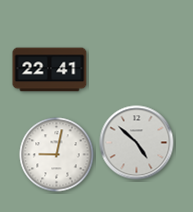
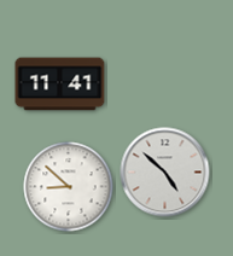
clock at (50, 70): 22:41 -> 11:41
clock at (57, 155): 9:02 -> 8:52
